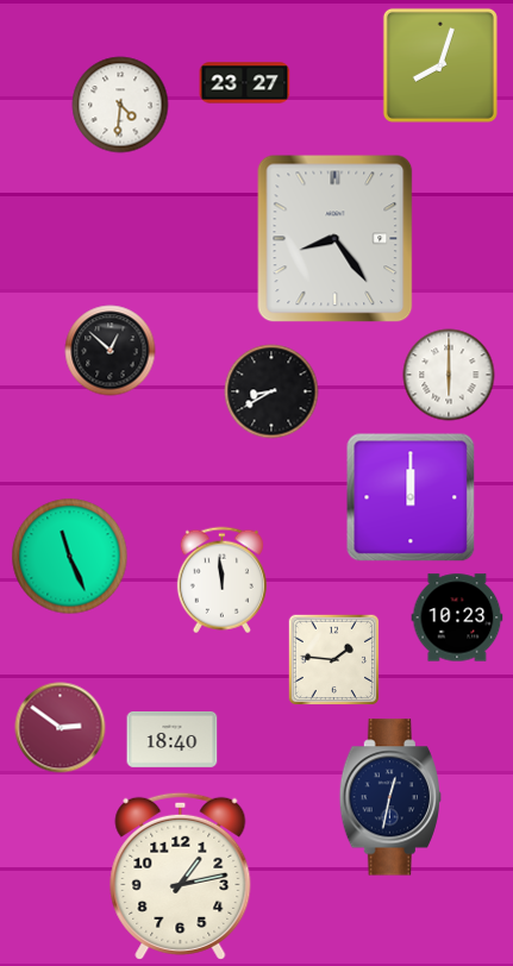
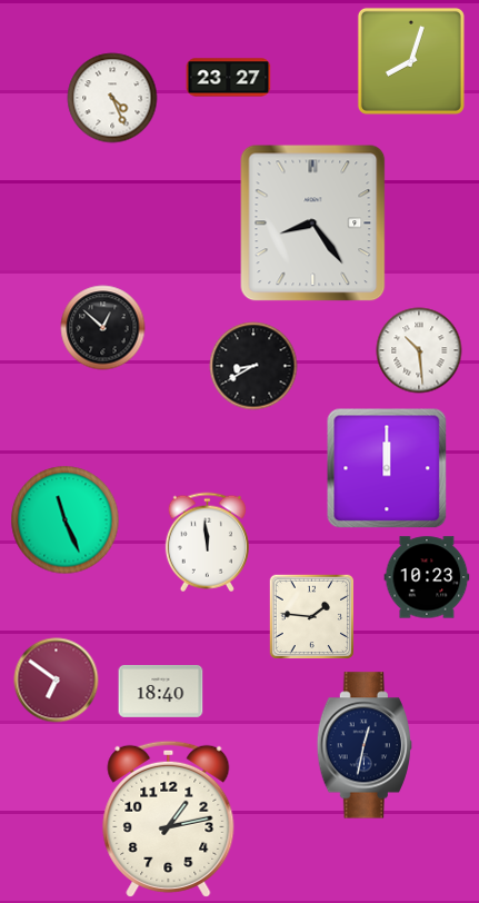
clock at (120, 105): 4:31 -> 4:26
clock at (449, 375): 6:00 -> 10:29
clock at (411, 497) position: (411, 497) -> (387, 468)
clock at (61, 728): 2:51 -> 6:51
